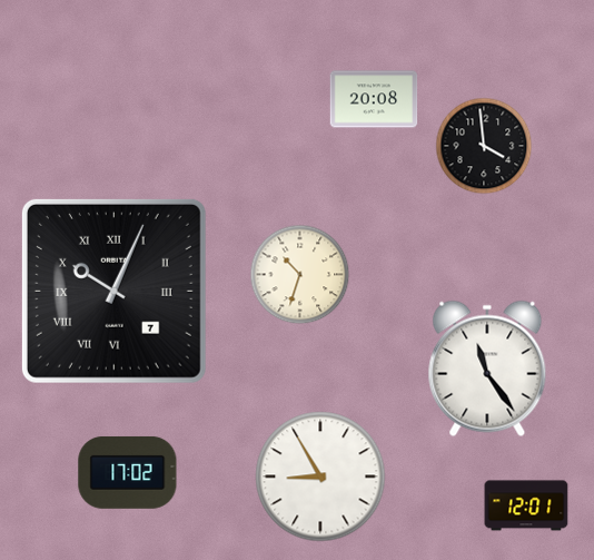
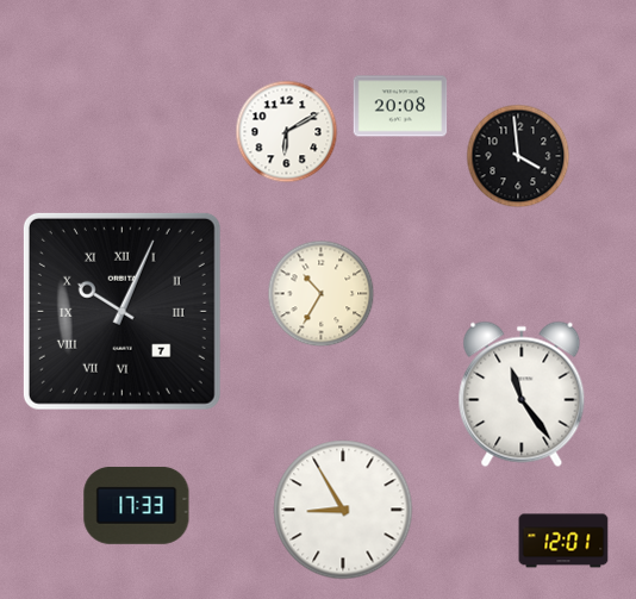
clock at (287, 132): none -> 6:10
clock at (300, 275): 10:33 -> 10:35
clock at (128, 472): 17:02 -> 17:33
